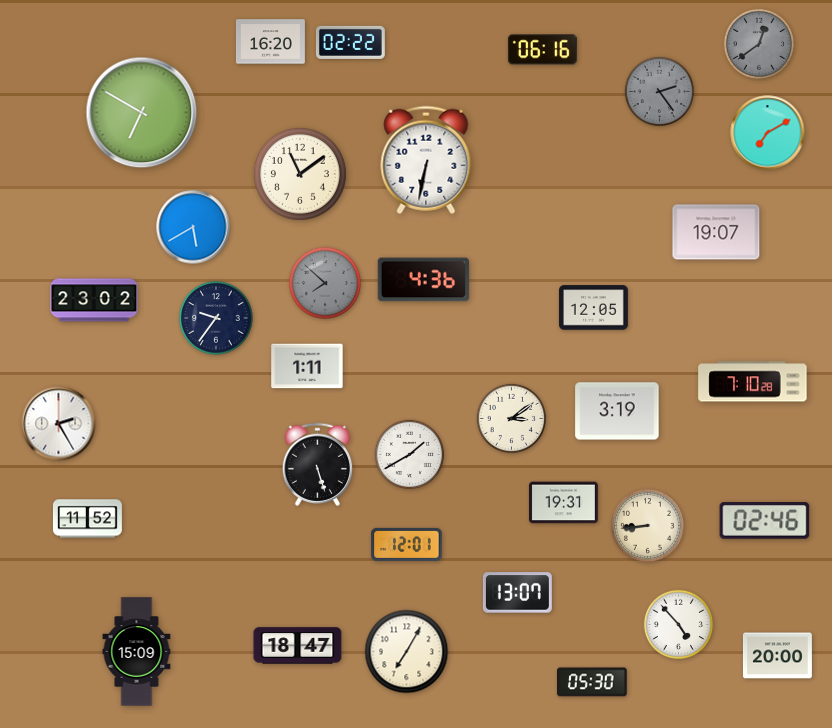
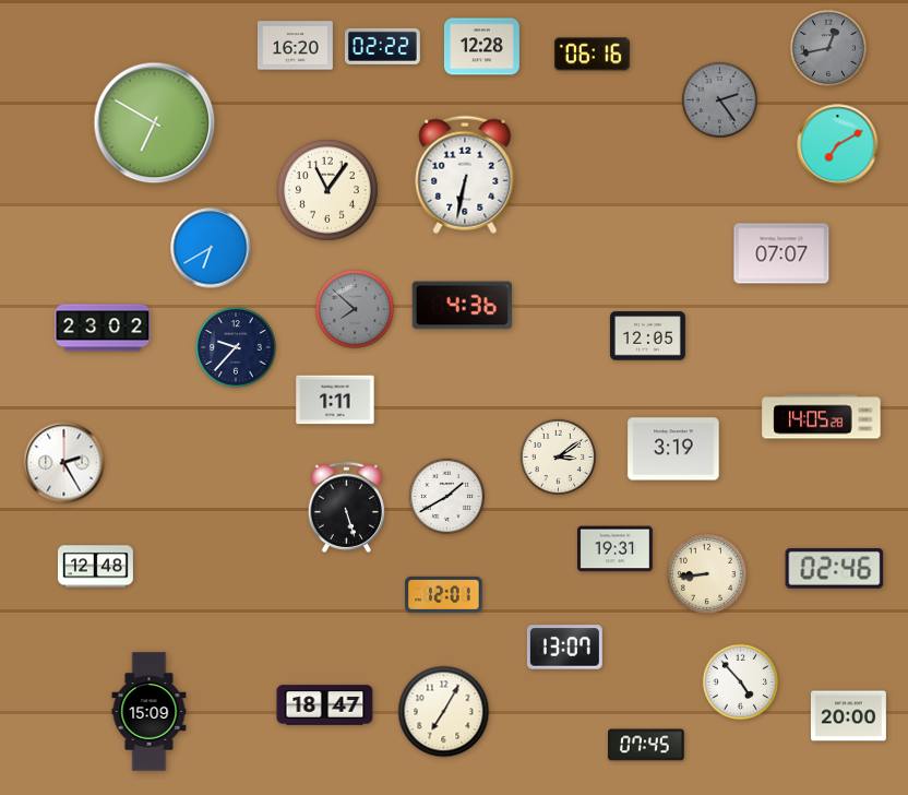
clock at (481, 47): none -> 12:28
clock at (759, 44): 12:39 -> 12:43
clock at (300, 174): 11:09 -> 11:06
clock at (193, 227): 5:40 -> 6:40
clock at (716, 232): 19:07 -> 07:07
clock at (216, 318): 9:36 -> 9:37
clock at (753, 382): 7:10 -> 14:05
clock at (87, 519): 11:52 -> 12:48
clock at (593, 682): 05:30 -> 07:45
